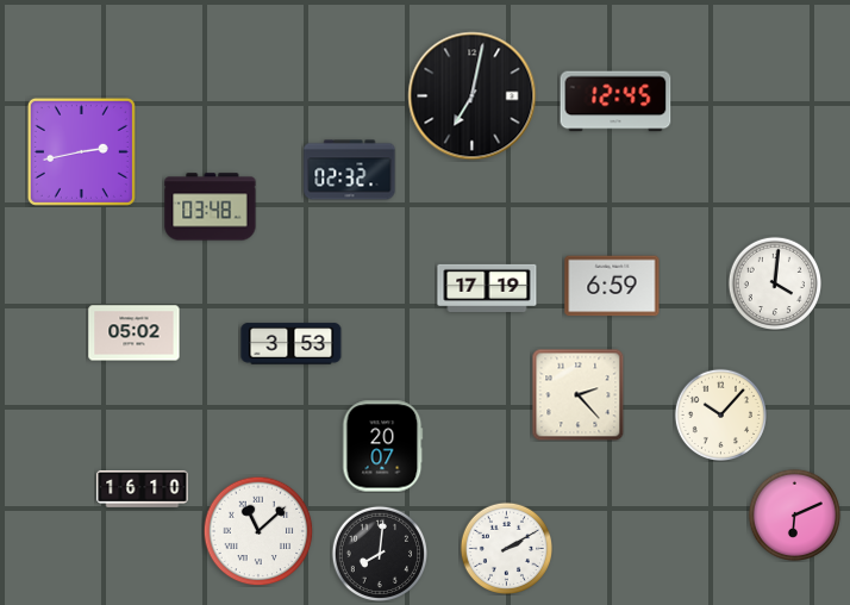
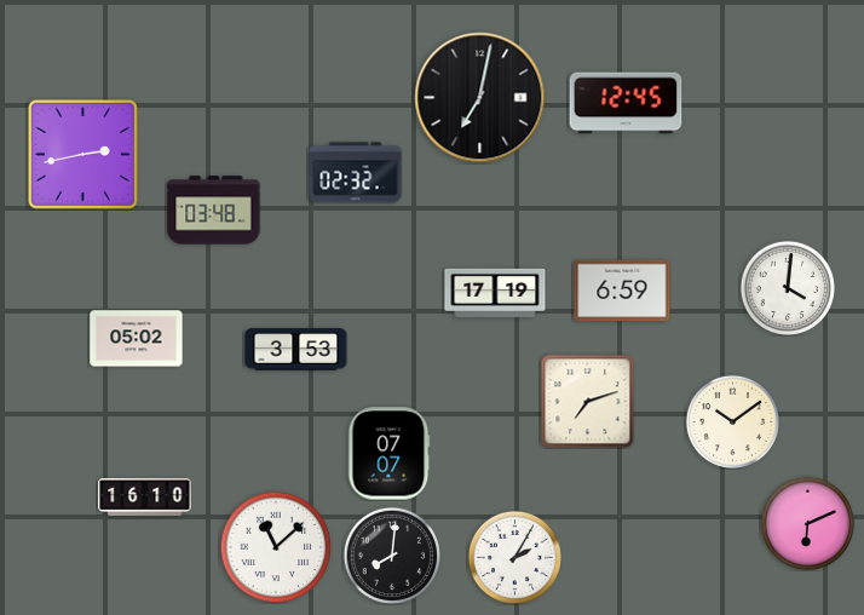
clock at (577, 394): 2:23 -> 7:12
clock at (720, 414): 10:07 -> 10:09
clock at (383, 447): 20:07 -> 07:07
clock at (258, 531) position: (258, 531) -> (276, 547)
clock at (506, 548): 2:10 -> 2:05
clock at (379, 553) position: (379, 553) -> (391, 554)
